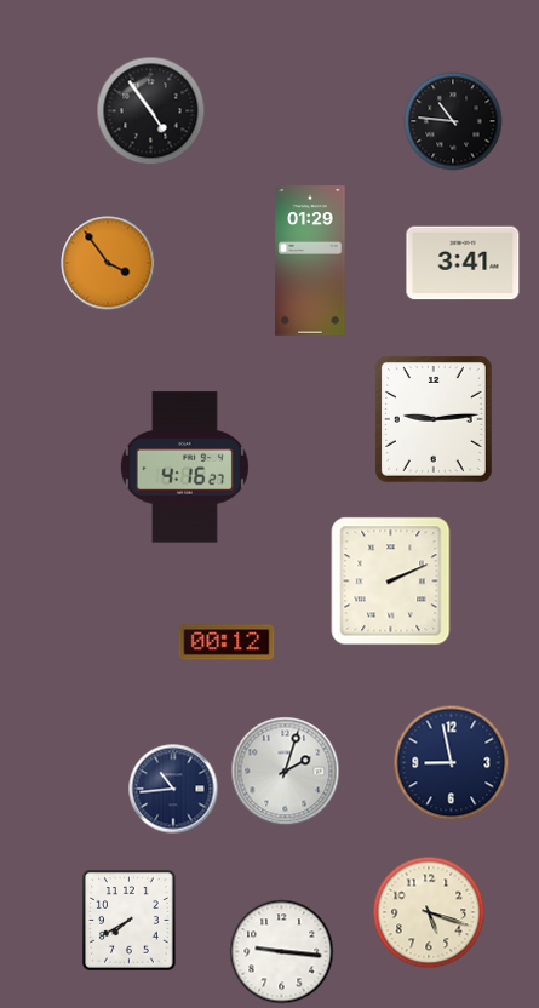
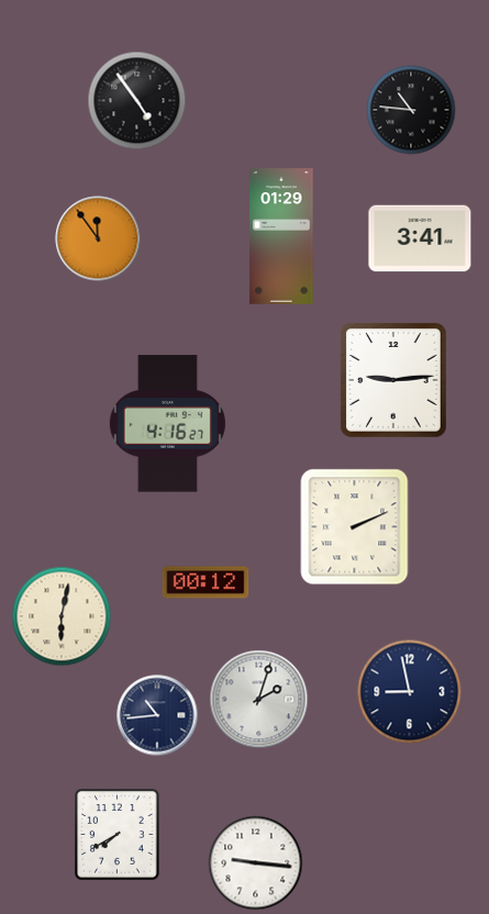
clock at (108, 263): 3:54 -> 11:54
clock at (62, 616): none -> 6:02
clock at (429, 912): 5:18 -> none
